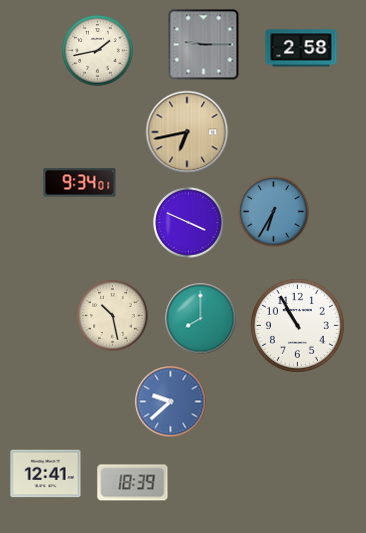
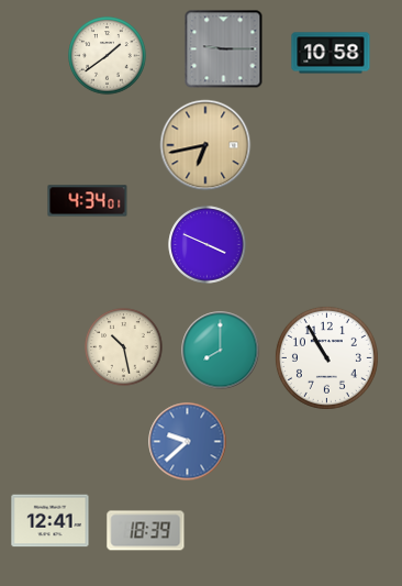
clock at (301, 48): 2:58 -> 10:58
clock at (98, 51): 1:43 -> 1:39
clock at (80, 183): 9:34 -> 4:34
clock at (274, 212): 6:35 -> none
